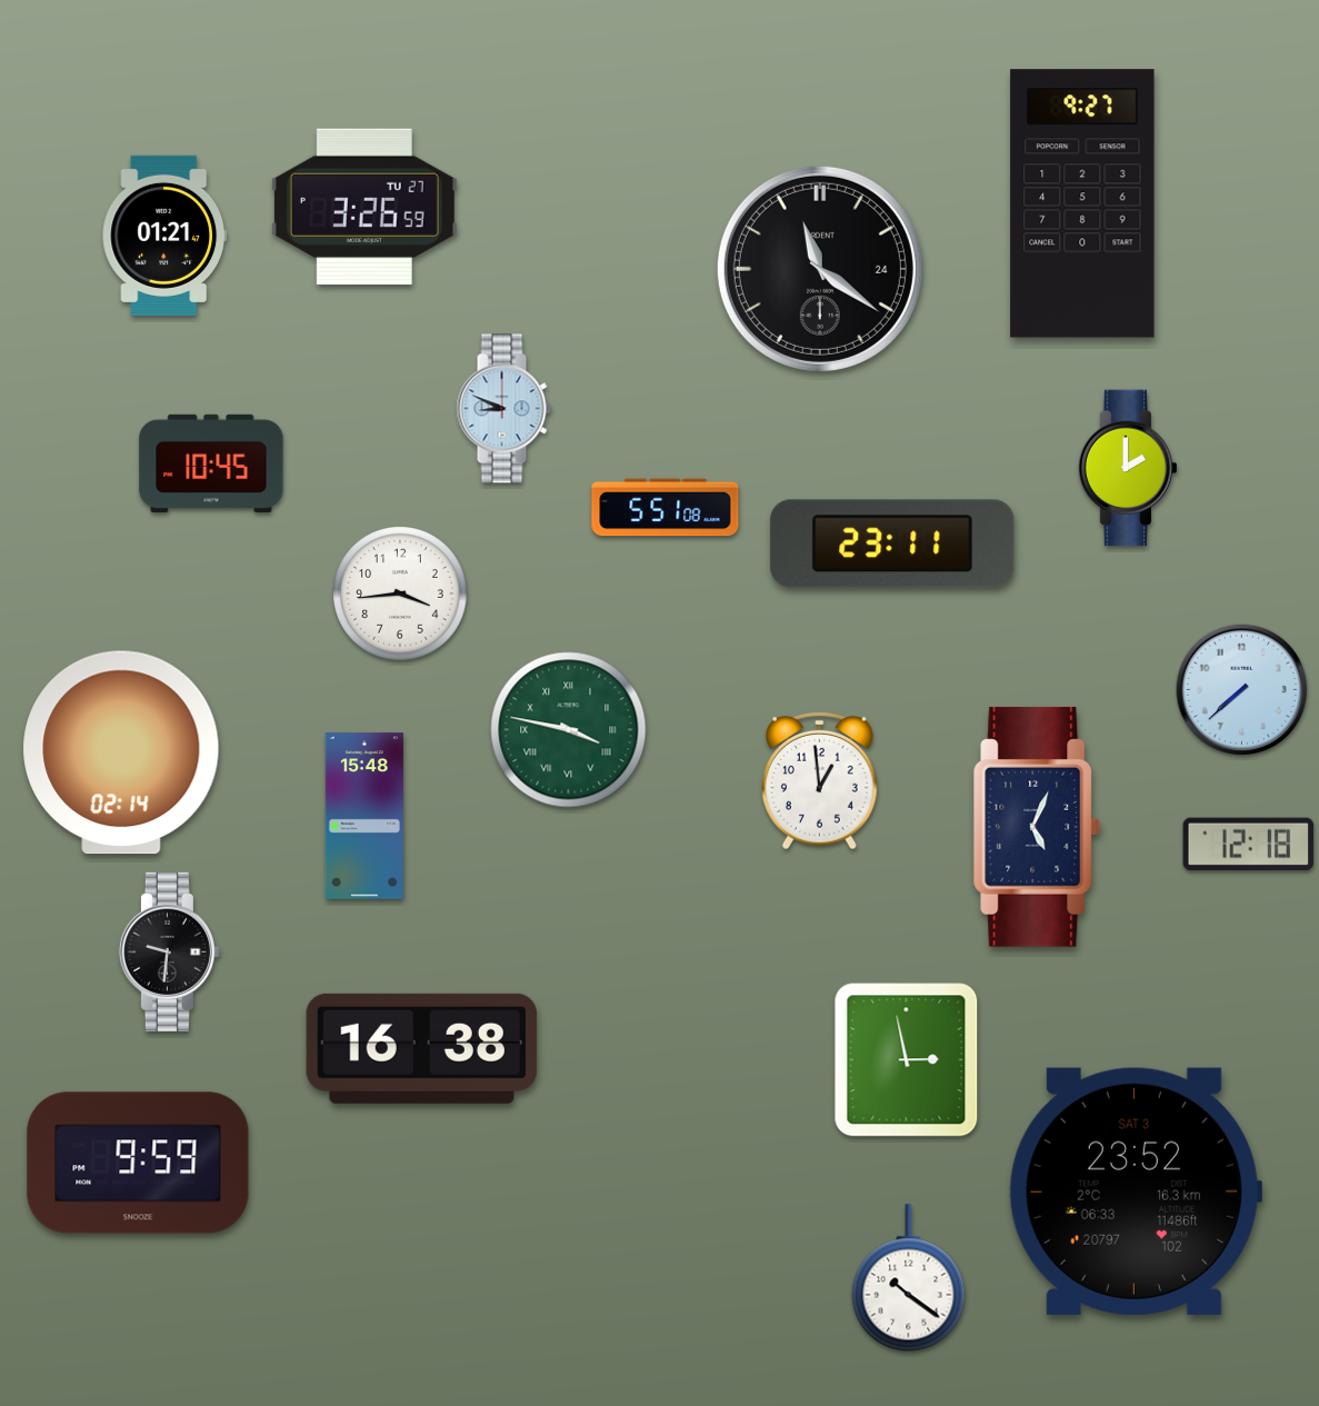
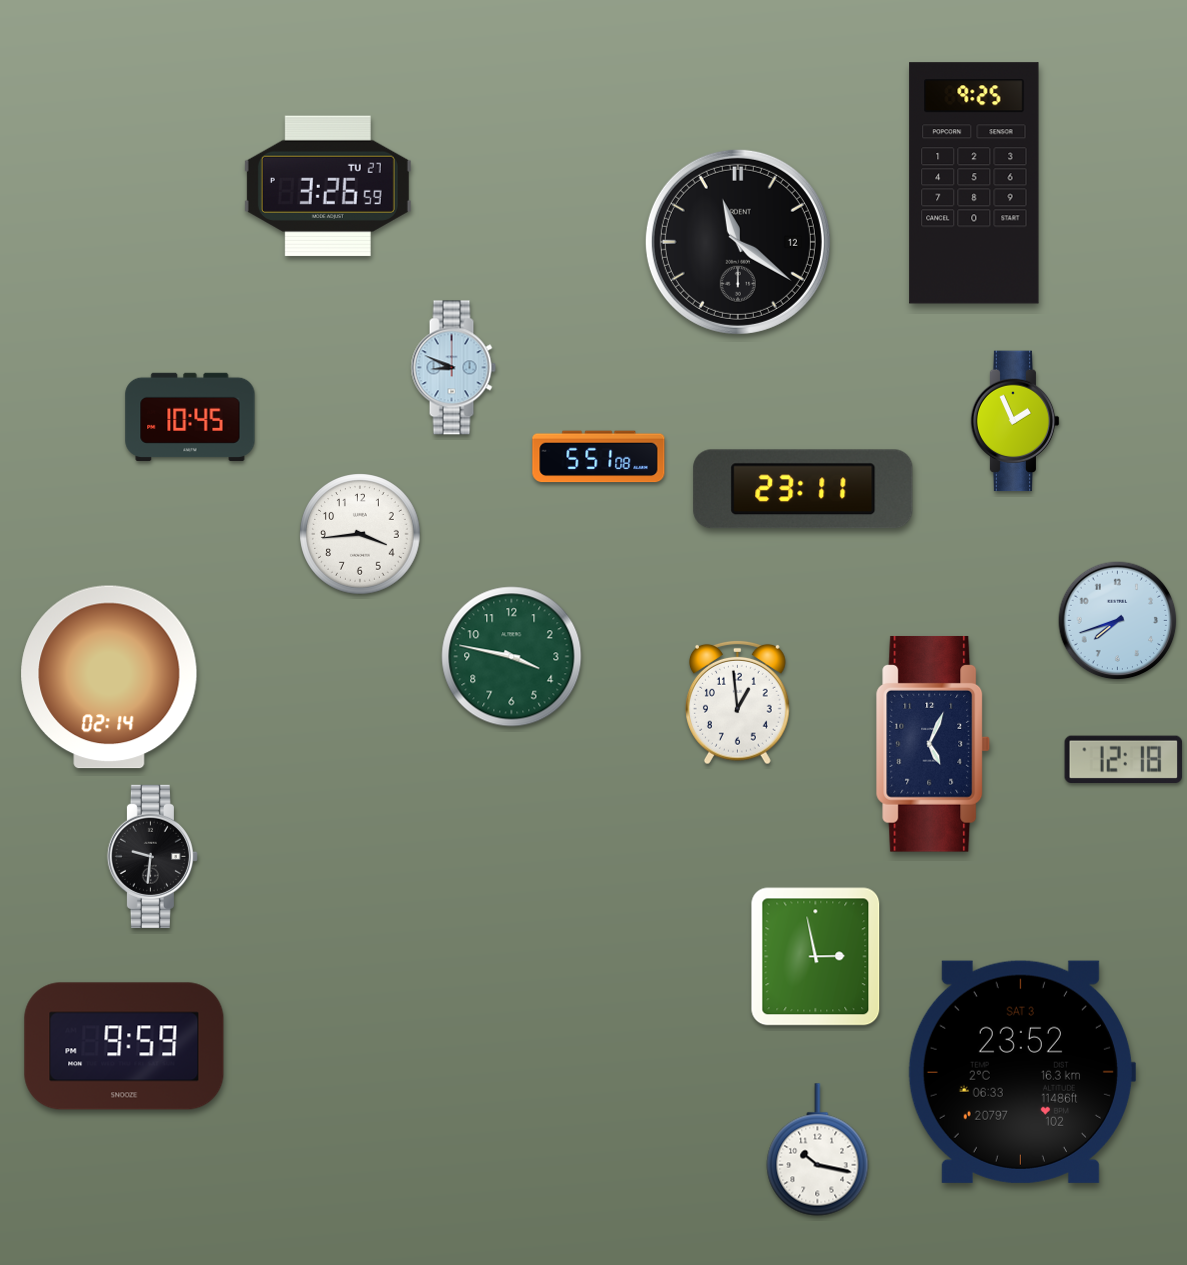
clock at (1082, 203): 9:27 -> 9:25
clock at (163, 236): 01:21 -> none
clock at (820, 269) date: 24 -> 12
clock at (1128, 468): 2:00 -> 1:56
clock at (1242, 690): 7:38 -> 7:42
clock at (569, 730) numerals: Roman -> Arabic
clock at (364, 816): 15:48 -> none
clock at (421, 1048): 16:38 -> none
clock at (907, 1060) position: (907, 1060) -> (816, 957)
clock at (909, 1278): 10:21 -> 10:17
